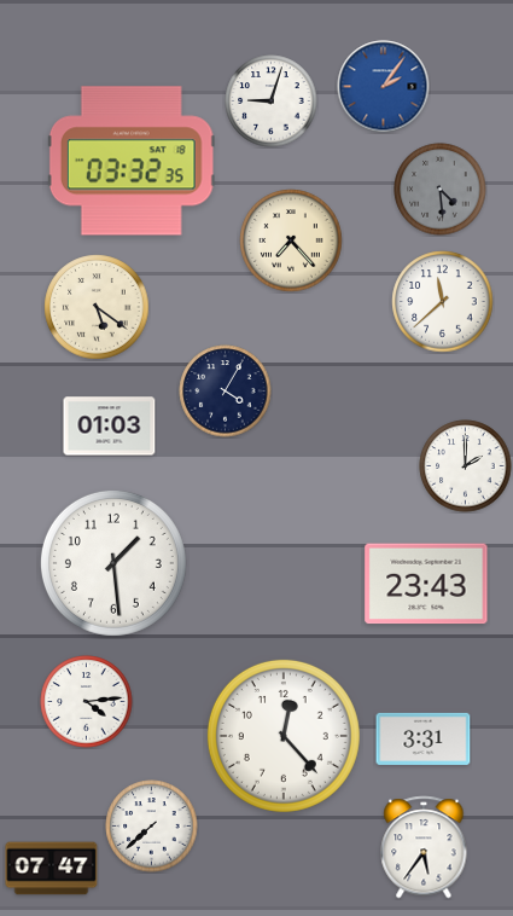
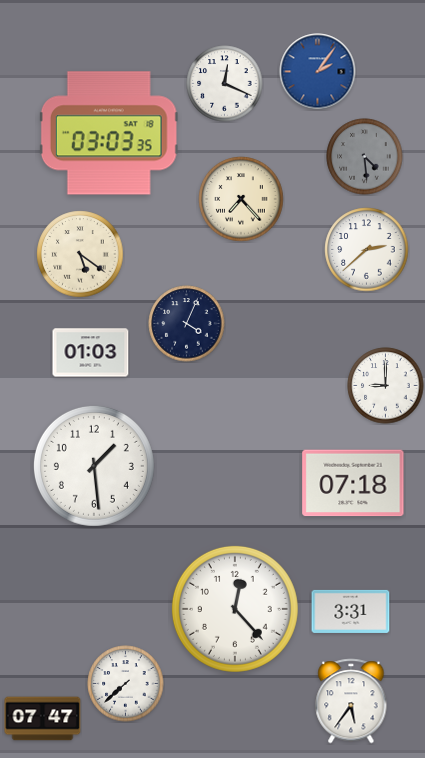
clock at (272, 102): 9:03 -> 12:19
clock at (132, 161): 03:32 -> 03:03
clock at (443, 302): 11:38 -> 2:38
clock at (226, 392): 4:05 -> 4:04
clock at (466, 466): 2:00 -> 9:00
clock at (426, 584): 23:43 -> 07:18
clock at (87, 702): 4:14 -> none
